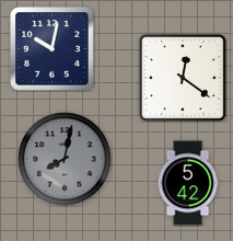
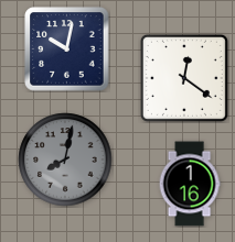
clock at (53, 49) position: (53, 49) -> (67, 50)
clock at (188, 183): 5:42 -> 1:16
